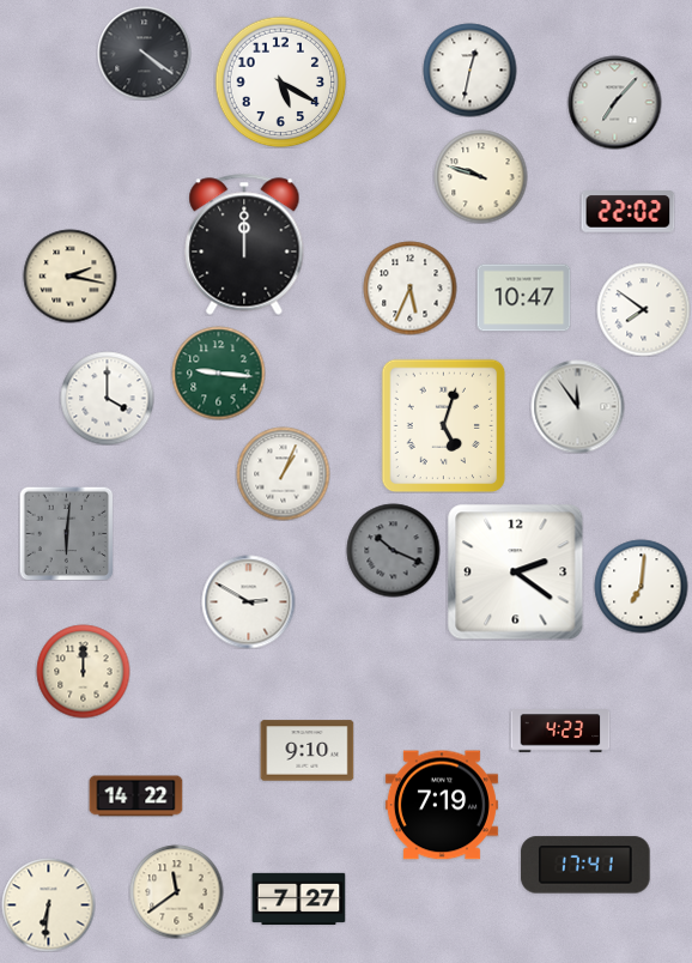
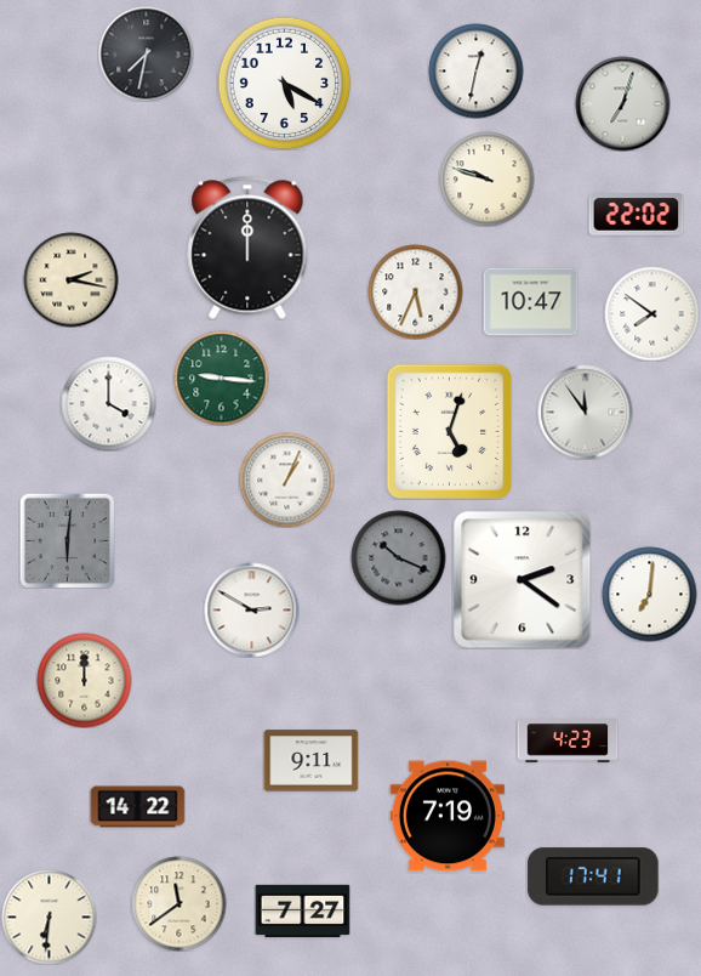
clock at (144, 53): 4:21 -> 7:32
clock at (614, 102): 7:07 -> 7:03
clock at (306, 751): 9:10 -> 9:11
